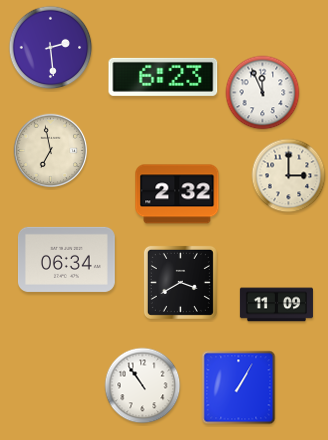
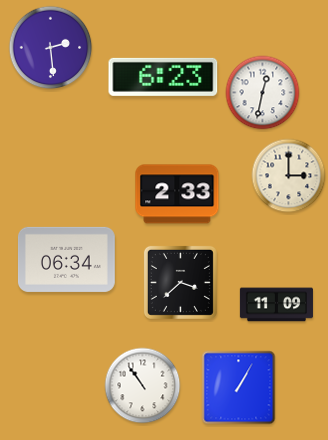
clock at (263, 93): 11:56 -> 12:32
clock at (51, 151): 6:58 -> none
clock at (177, 194): 2:32 -> 2:33
clock at (180, 282): 3:40 -> 3:38
